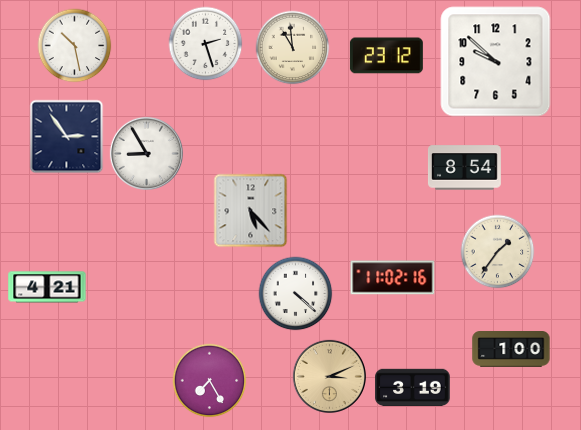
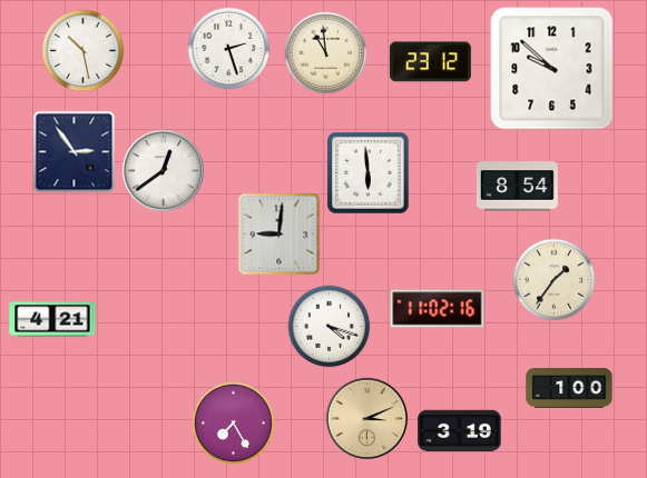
clock at (146, 153): 8:55 -> 12:39
clock at (369, 173): none -> 5:59
clock at (251, 211): 5:23 -> 9:01
clock at (296, 294): 4:22 -> 4:18
